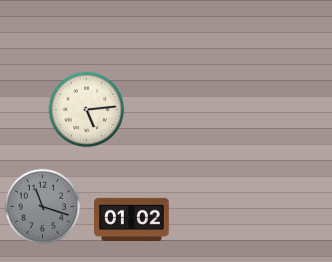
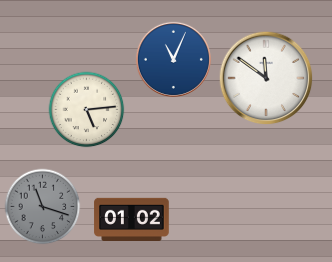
clock at (173, 59): none -> 11:04
clock at (266, 78): none -> 11:51
